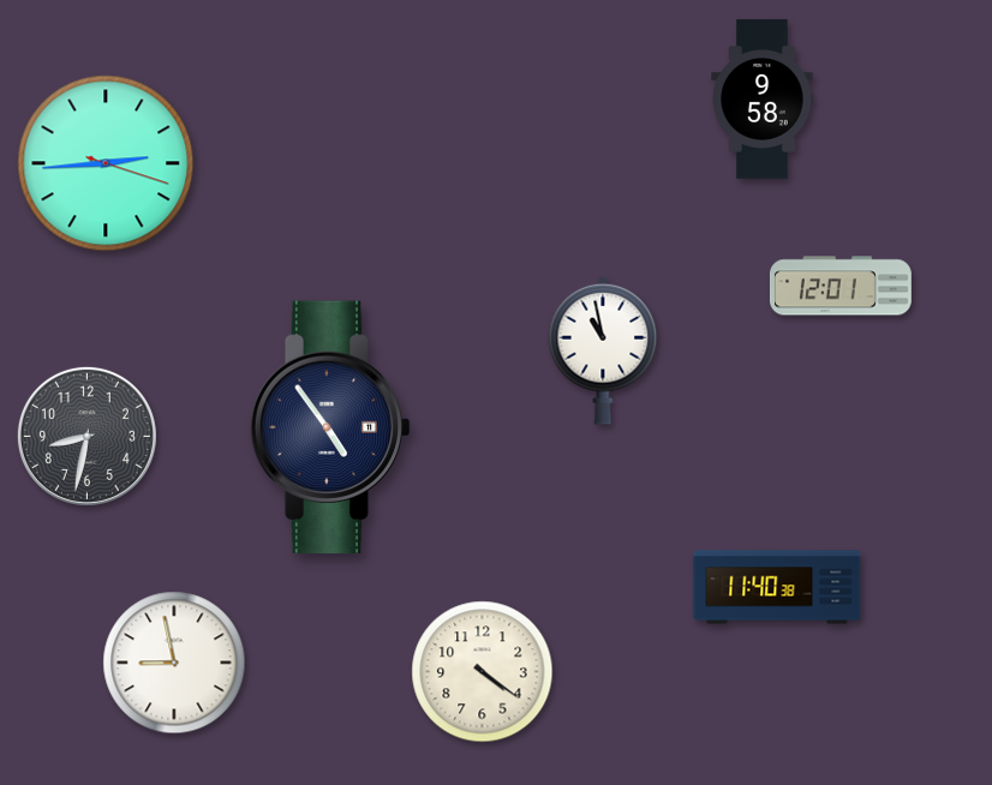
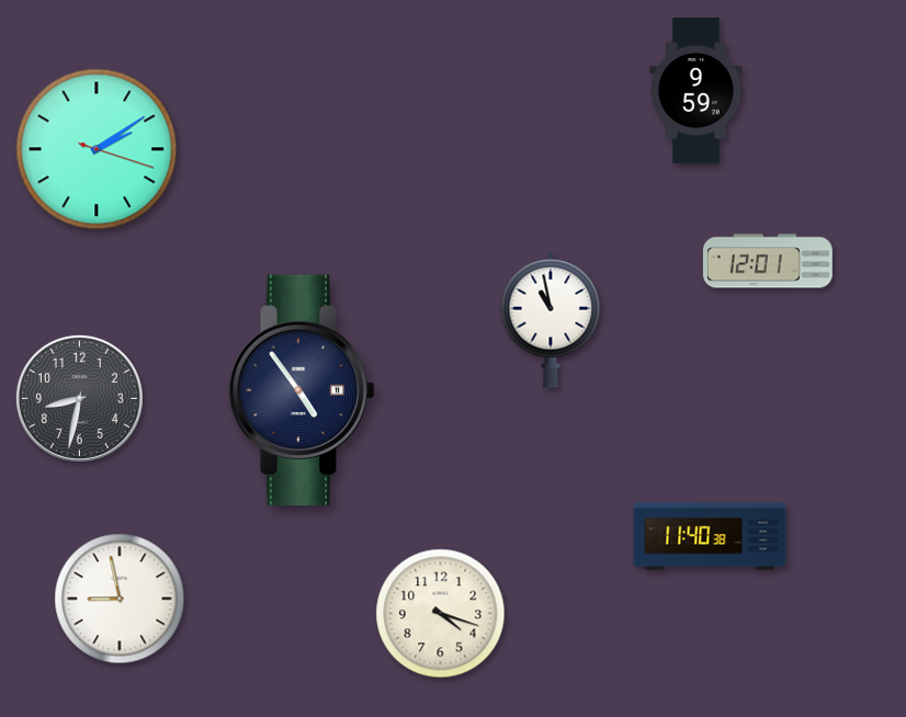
clock at (763, 100): 9:58 -> 9:59
clock at (106, 163): 2:44 -> 2:09
clock at (174, 663) position: (174, 663) -> (120, 599)
clock at (483, 672): 4:21 -> 4:18
